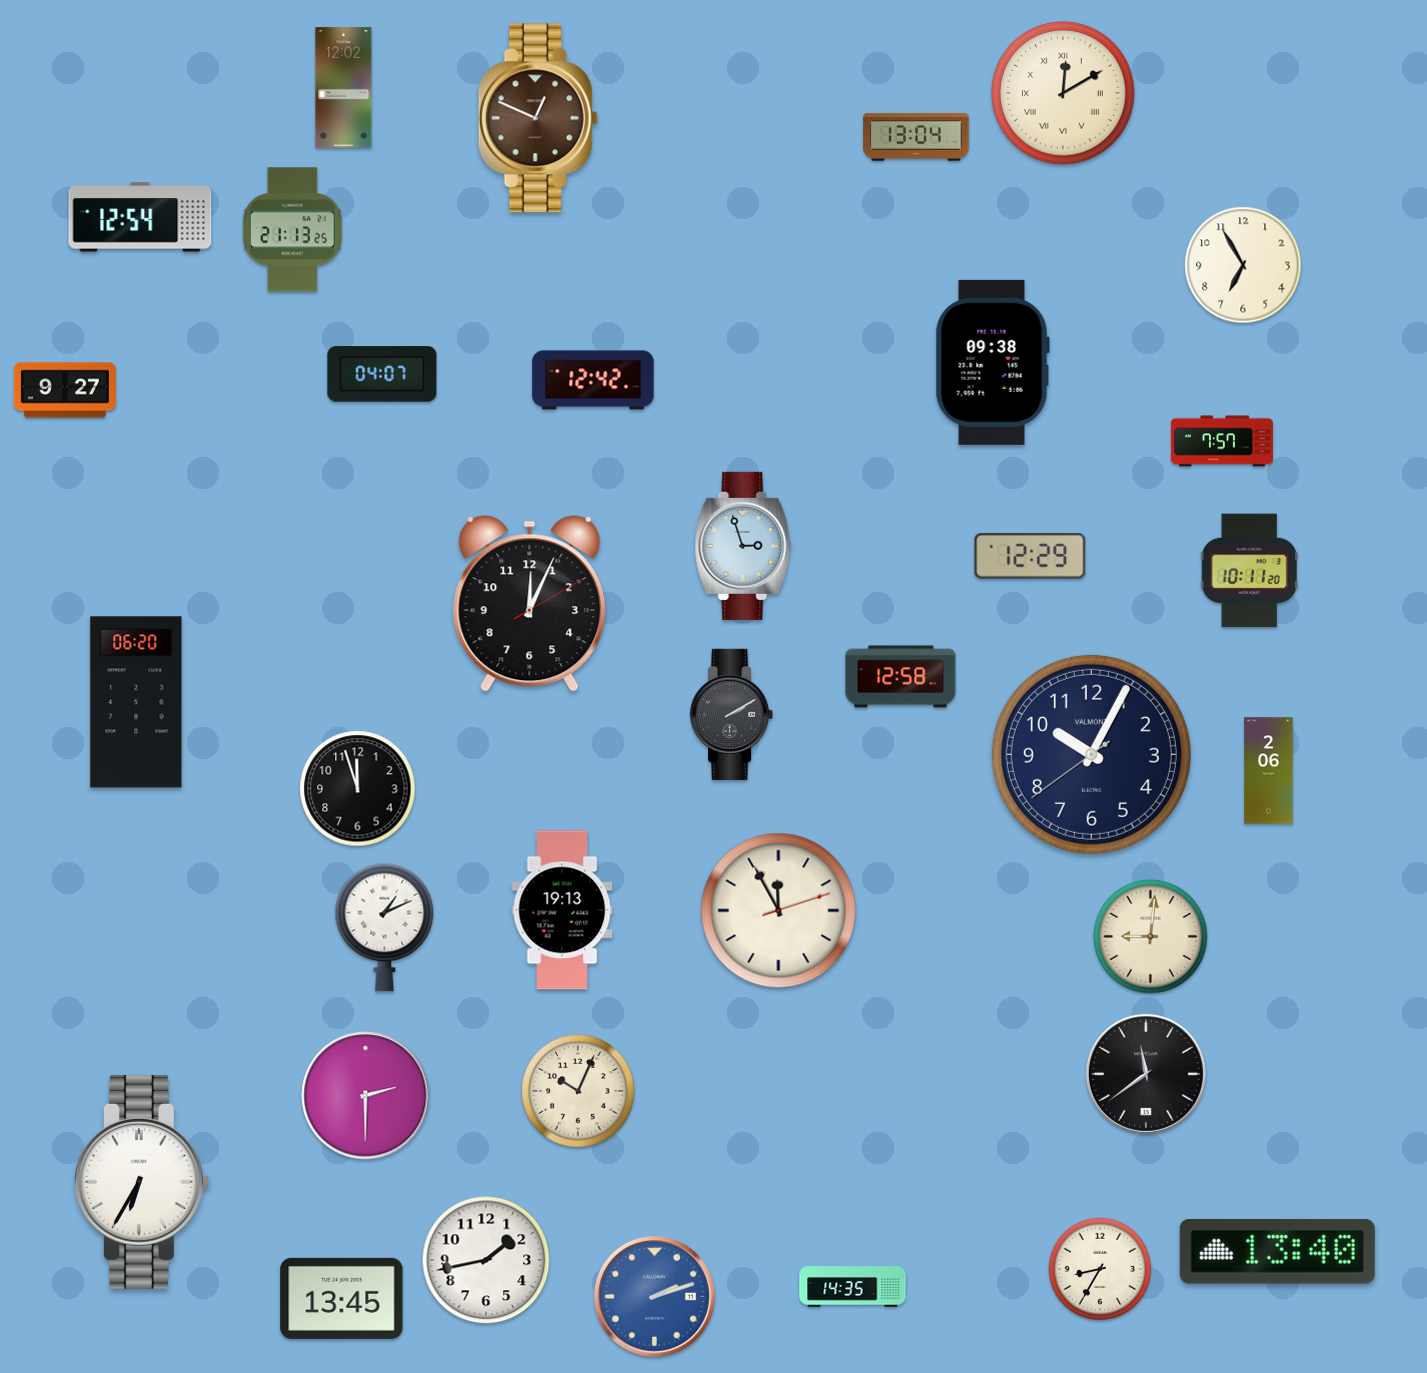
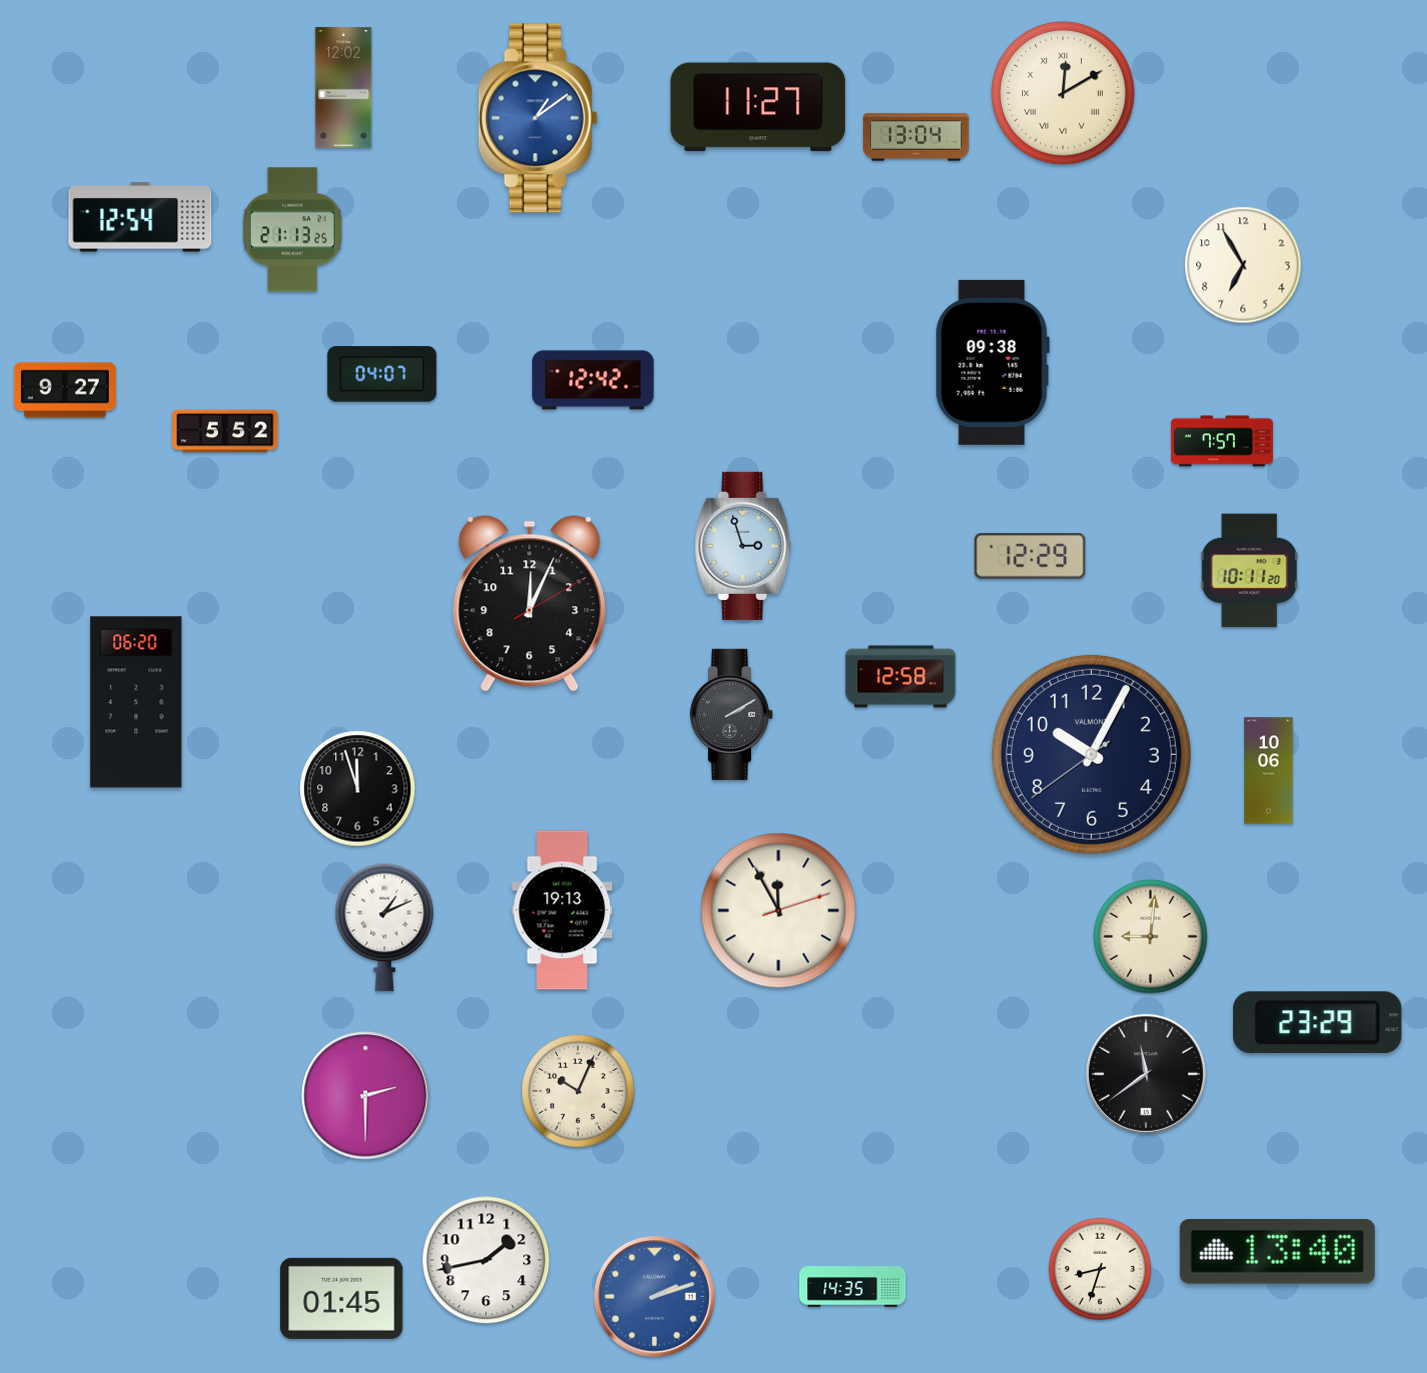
clock at (758, 107): none -> 11:27
clock at (538, 118): 12:49 -> 1:09
clock at (538, 118) dial: brown -> blue
clock at (225, 431): none -> 5:52
clock at (1269, 771): 2:06 -> 10:06
clock at (1317, 1023): none -> 23:29
clock at (142, 1182): 6:35 -> none
clock at (1100, 1269): 8:35 -> 8:33
clock at (342, 1298): 13:45 -> 01:45
